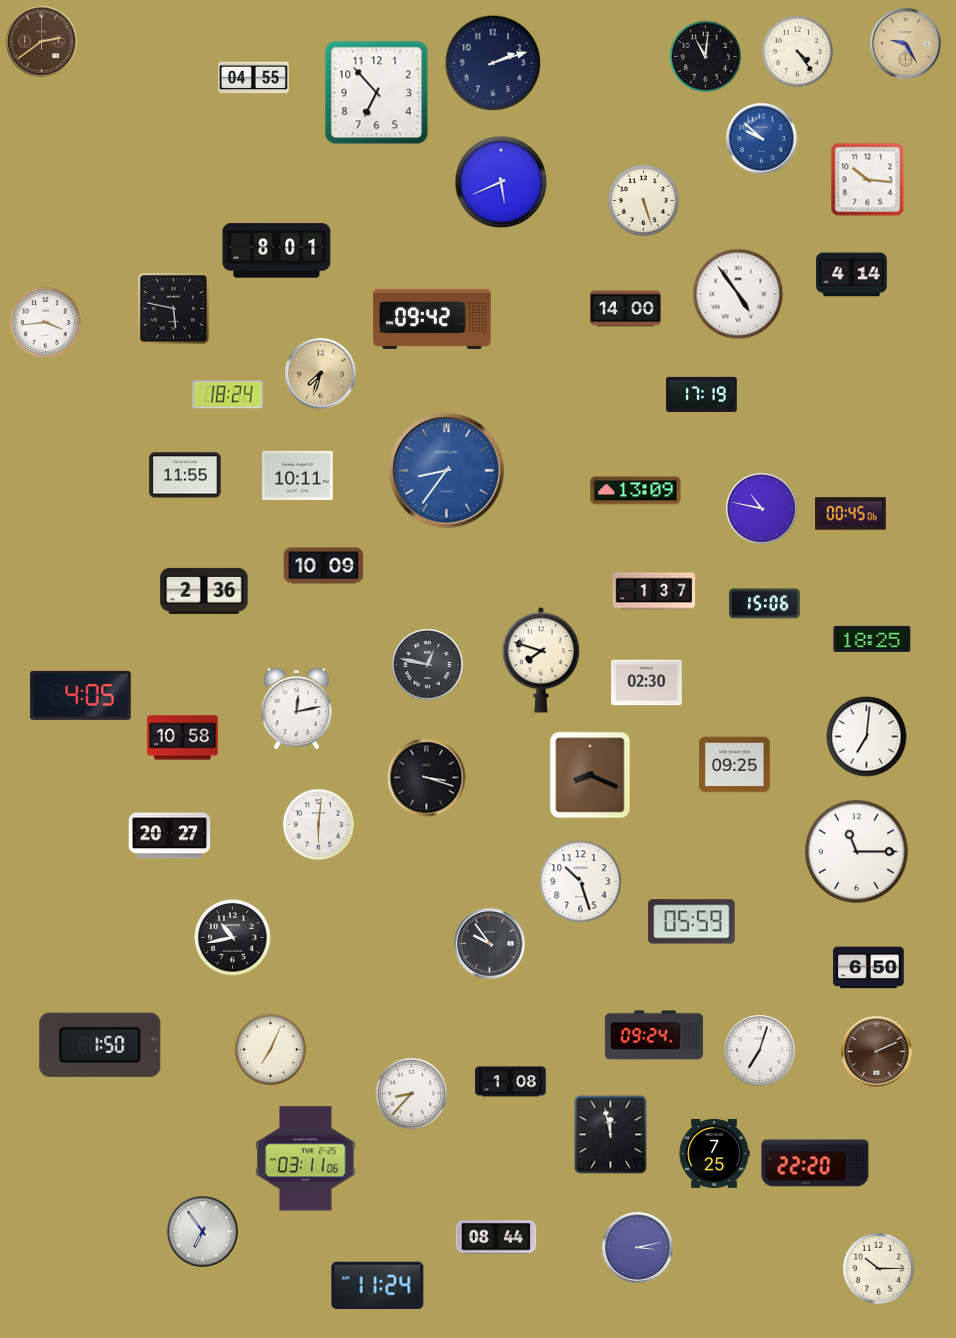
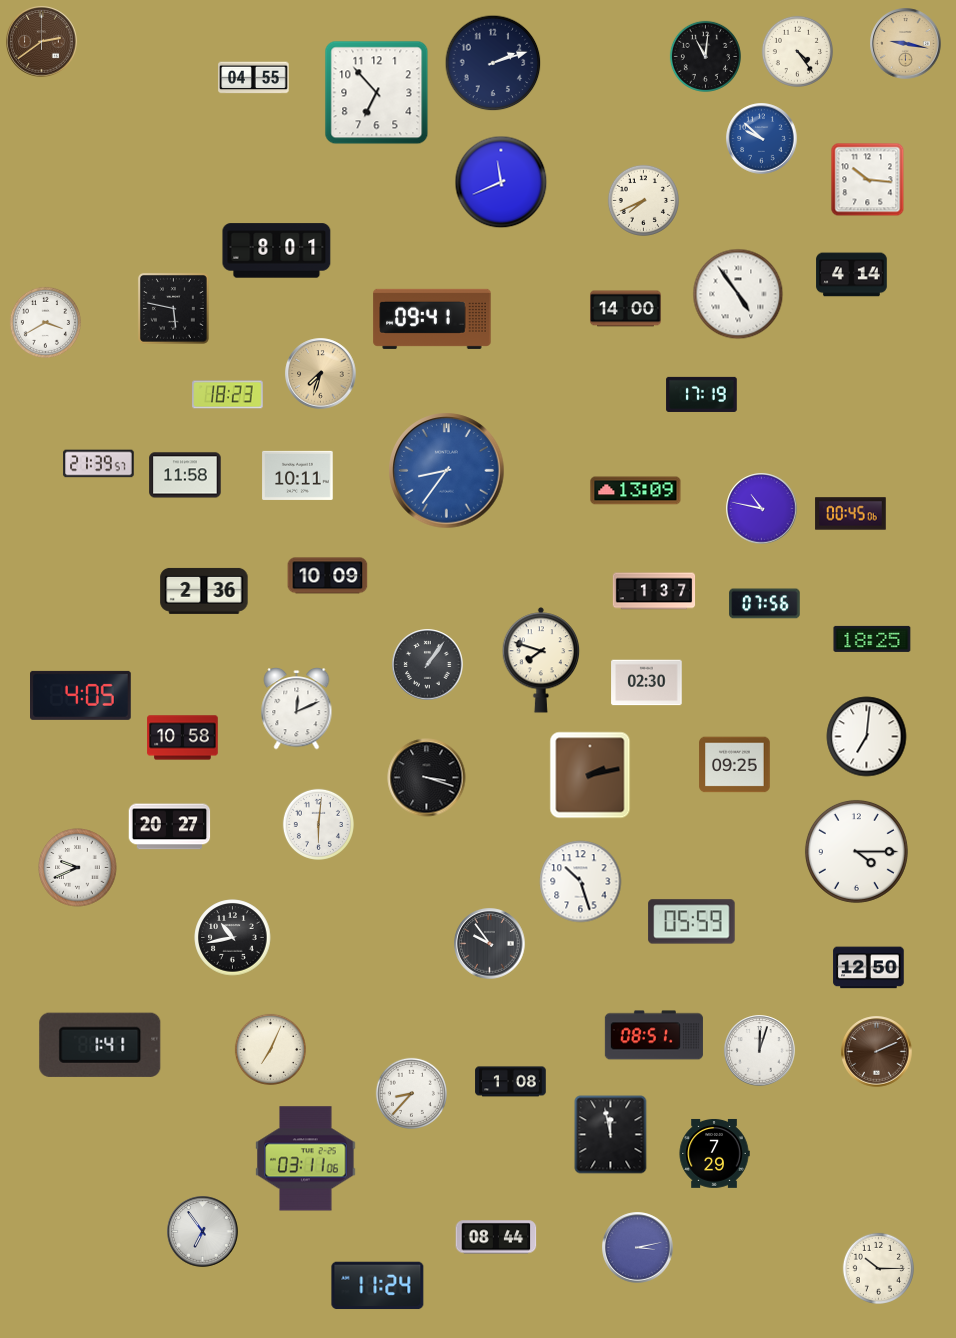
clock at (906, 44): 9:25 -> 9:17
clock at (501, 182): 5:41 -> 11:41
clock at (643, 200): 5:27 -> 7:41
clock at (432, 319): 09:42 -> 09:41
clock at (45, 322): 3:44 -> 3:40
clock at (228, 395): 18:24 -> 18:23
clock at (99, 464): none -> 21:39
clock at (185, 475): 11:55 -> 11:58
clock at (324, 566) position: (324, 566) -> (328, 576)
clock at (765, 604): 15:06 -> 07:56
clock at (428, 665): 12:47 -> 1:06
clock at (297, 709): 12:13 -> 12:11
clock at (590, 775): 8:19 -> 2:13
clock at (170, 836) position: (170, 836) -> (170, 827)
clock at (856, 851): 11:15 -> 4:15
clock at (78, 868): none -> 9:41
clock at (869, 968): 6:50 -> 12:50
clock at (654, 1035): 09:24 -> 08:51
clock at (100, 1045): 1:50 -> 1:41
clock at (760, 1051): 7:03 -> 12:03
clock at (714, 1153): 7:25 -> 7:29
clock at (815, 1163): 22:20 -> none
